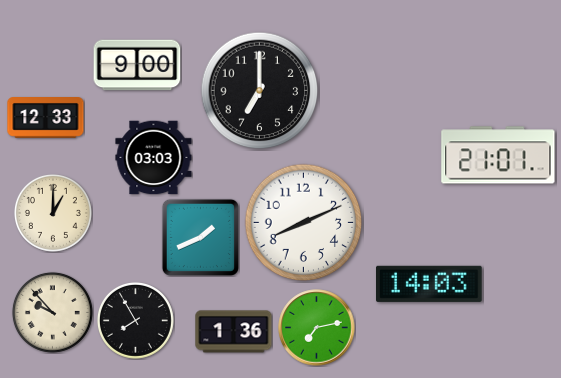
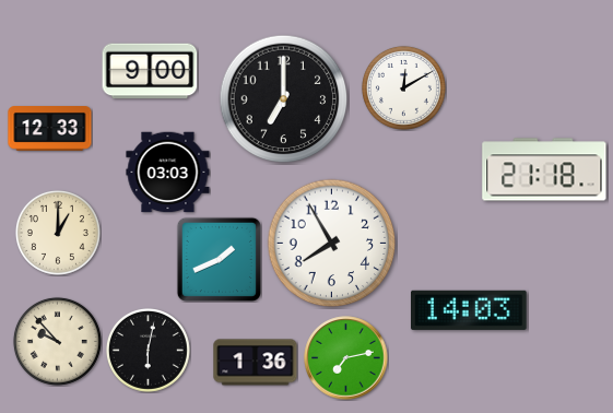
clock at (403, 87): none -> 12:10
clock at (498, 155): 21:01 -> 21:18
clock at (304, 223): 8:11 -> 7:55
clock at (135, 320): 7:55 -> 6:02
